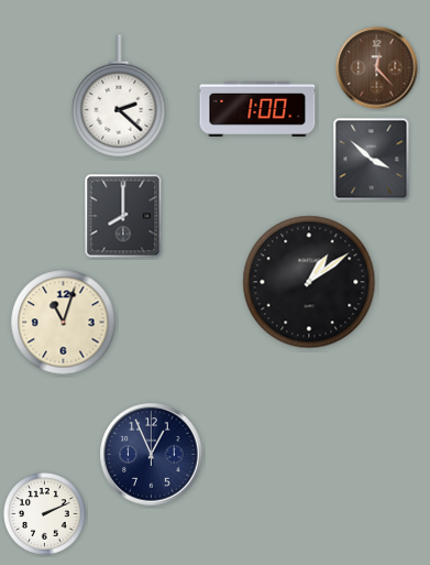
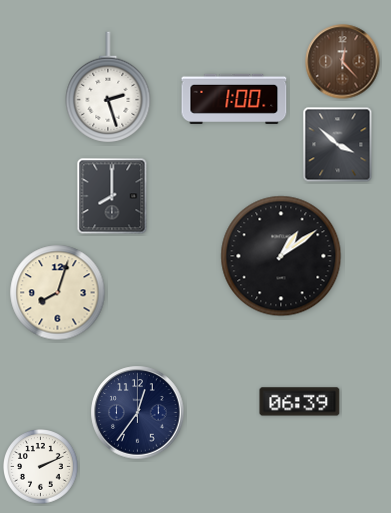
clock at (119, 96): 2:22 -> 2:27
clock at (64, 323): 11:03 -> 8:03
clock at (300, 402): none -> 06:39
clock at (152, 455): 12:56 -> 12:36
